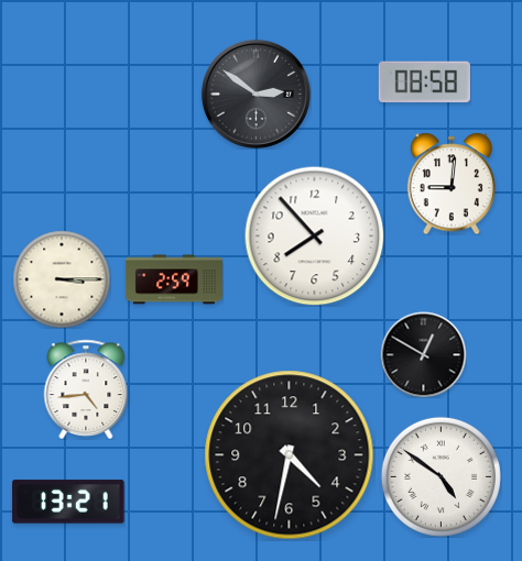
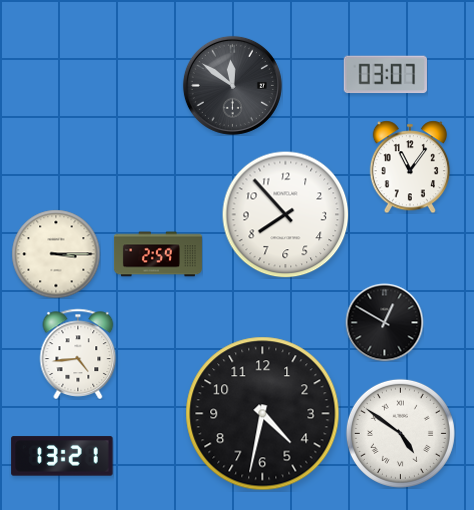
clock at (424, 82): 08:58 -> 03:07
clock at (255, 94): 2:51 -> 11:51
clock at (450, 184): 9:01 -> 11:06
